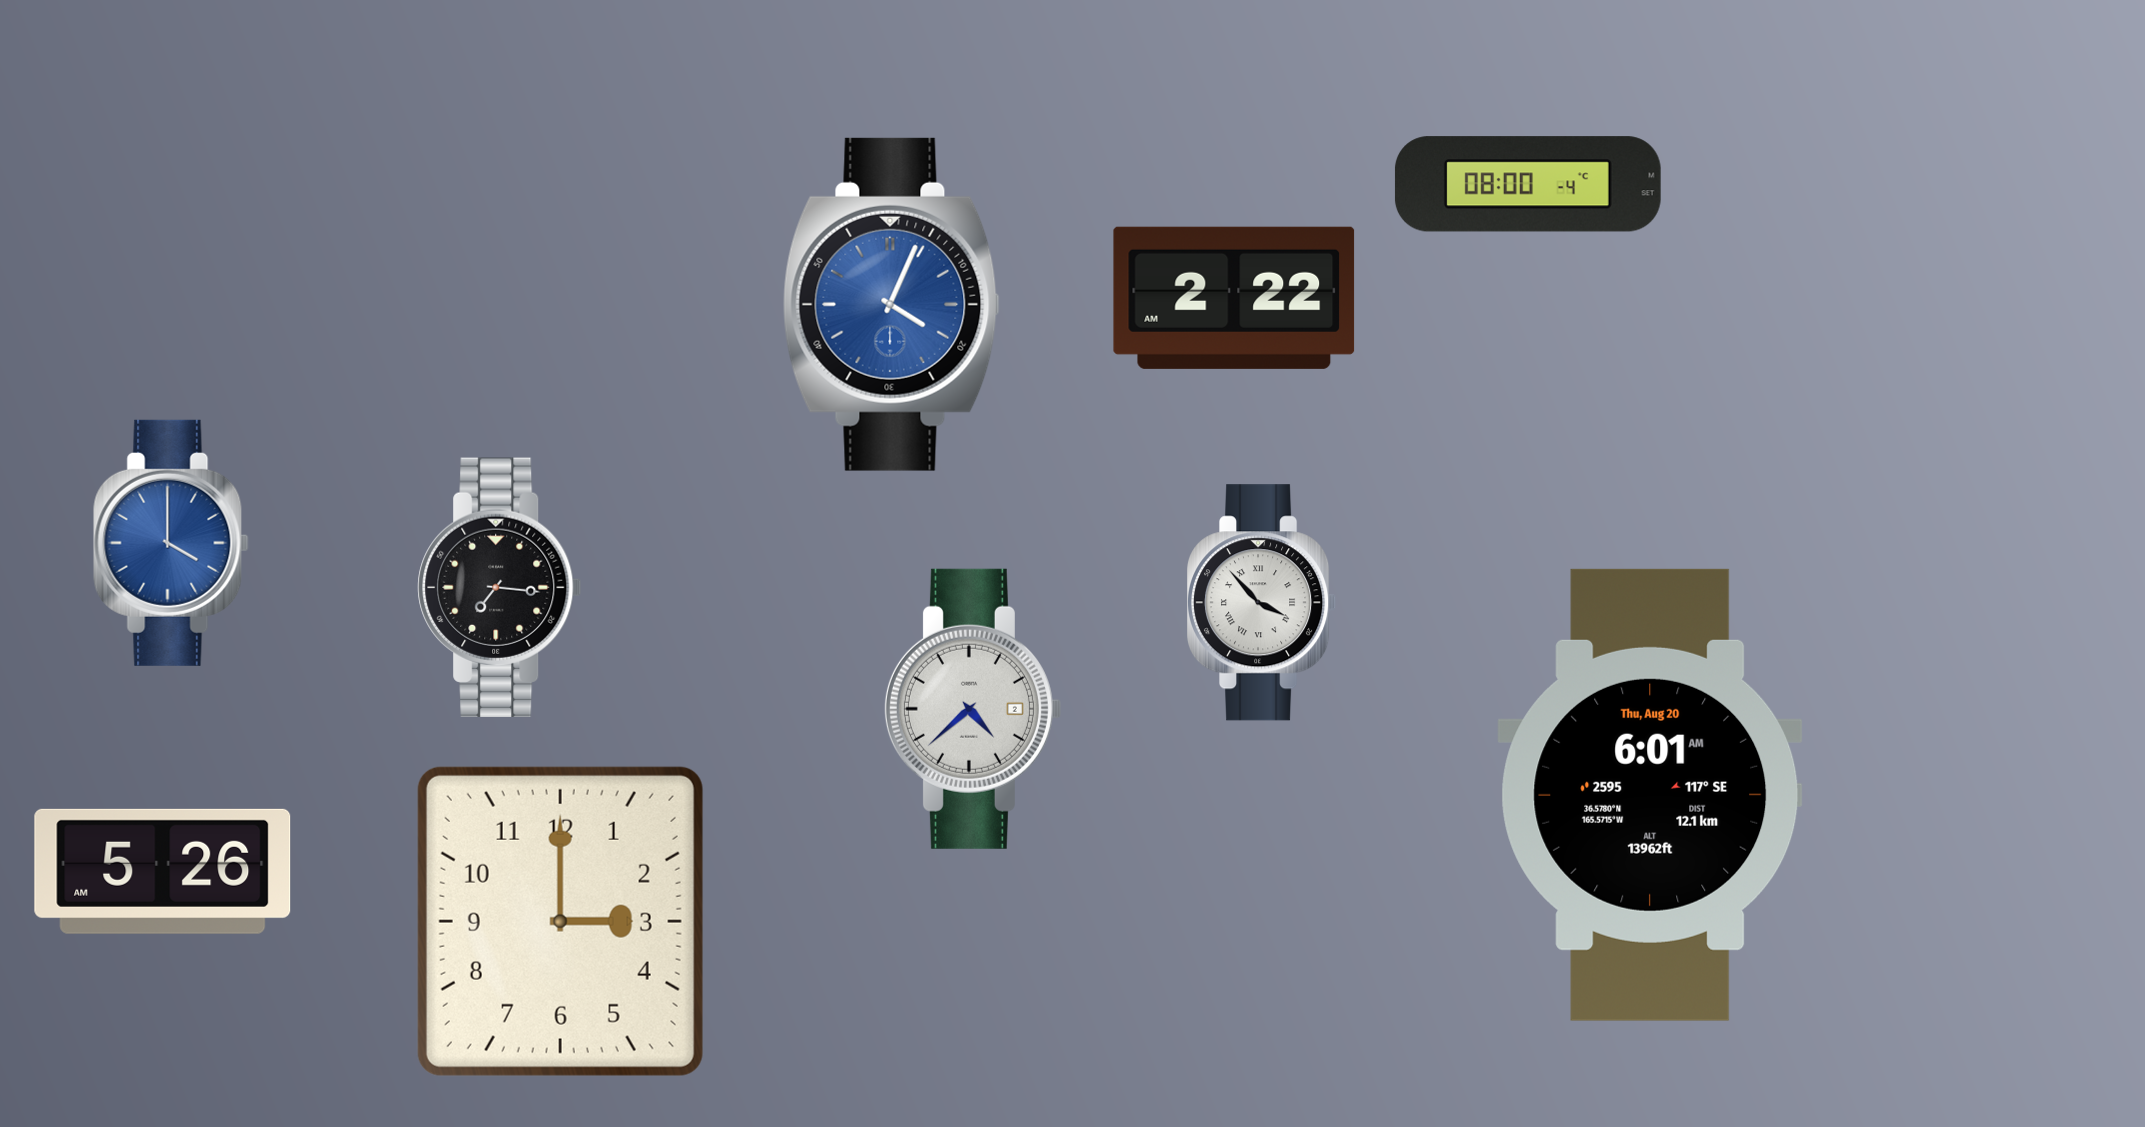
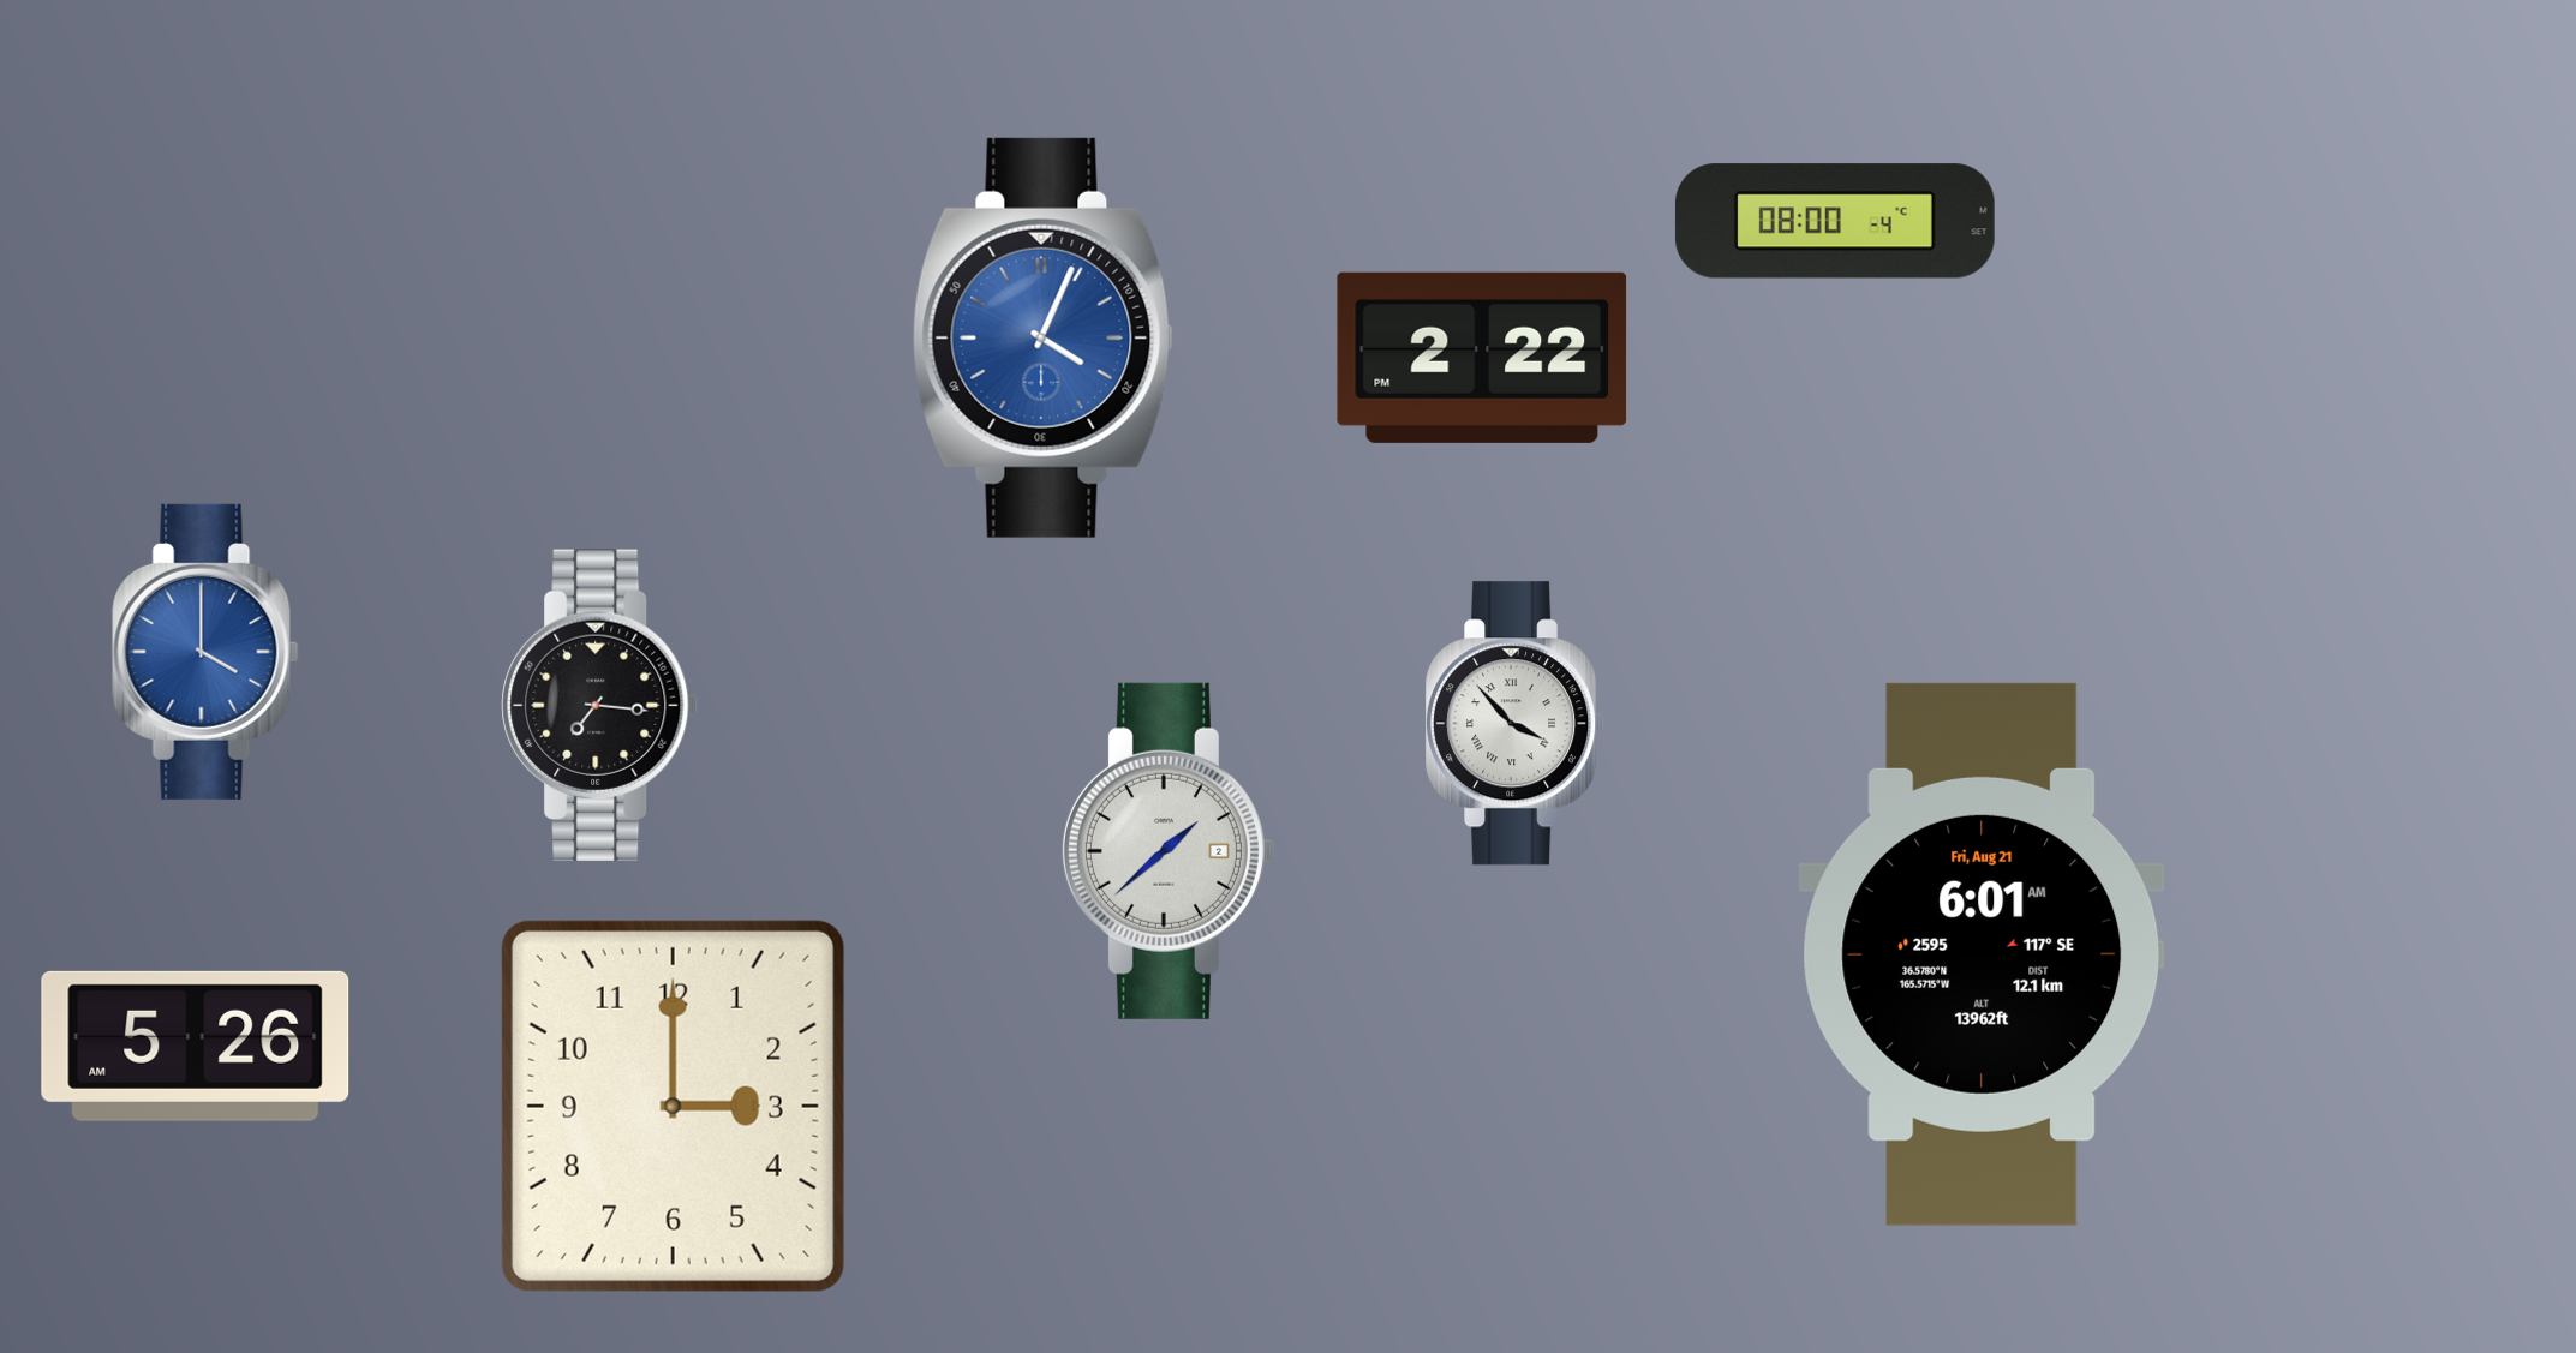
clock at (1234, 298): 2:22 AM -> 2:22 PM
clock at (891, 304) position: (891, 304) -> (1042, 337)
clock at (972, 709): 4:38 -> 1:38
clock at (1650, 795) date: Thu, Aug 20 -> Fri, Aug 21
